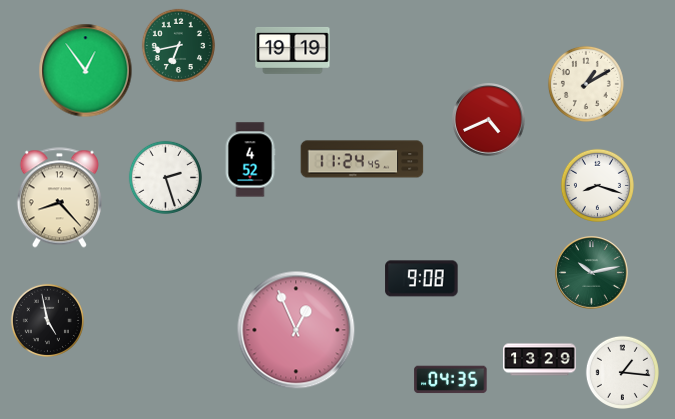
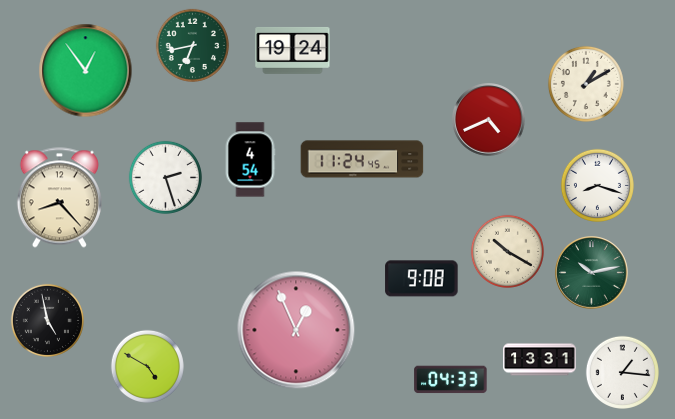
clock at (178, 45) position: (178, 45) -> (192, 45)
clock at (293, 50): 19:19 -> 19:24
clock at (250, 160): 4:52 -> 4:54
clock at (507, 251): none -> 10:20
clock at (540, 360): 13:29 -> 13:31
clock at (147, 366): none -> 4:50
clock at (451, 380): 04:35 -> 04:33
